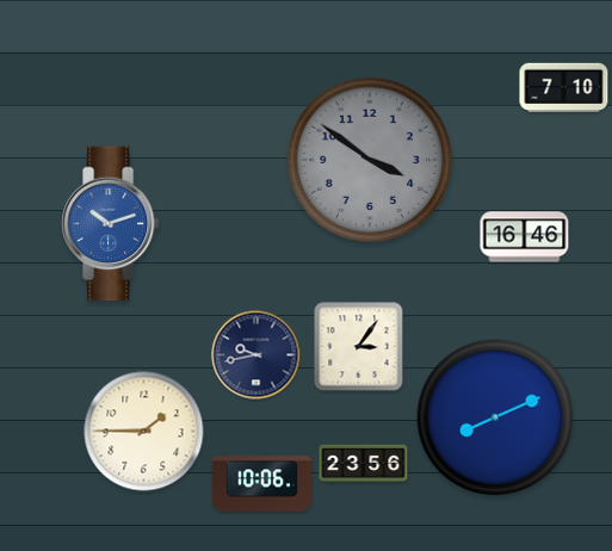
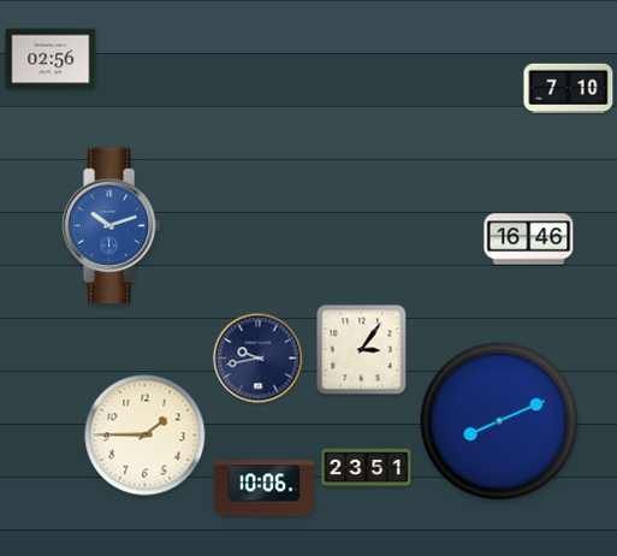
clock at (51, 59): none -> 02:56
clock at (369, 159): 3:51 -> none
clock at (364, 463): 23:56 -> 23:51
